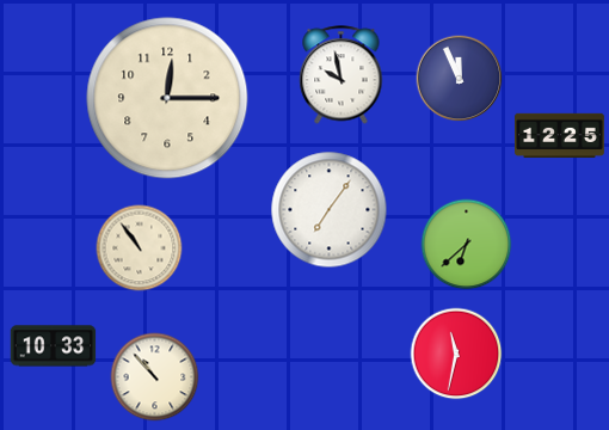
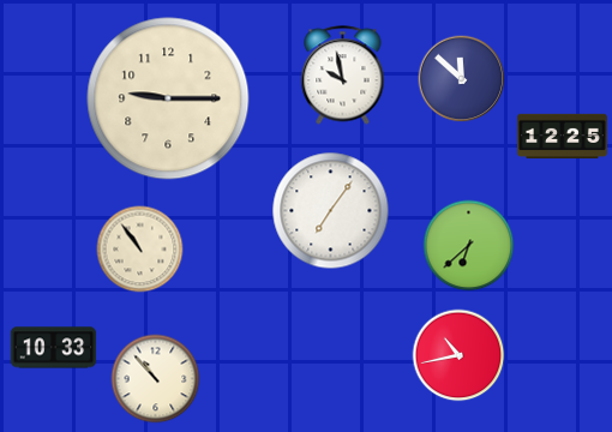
clock at (460, 79): 11:56 -> 11:52
clock at (167, 98): 12:15 -> 9:15
clock at (456, 354): 11:32 -> 10:43
